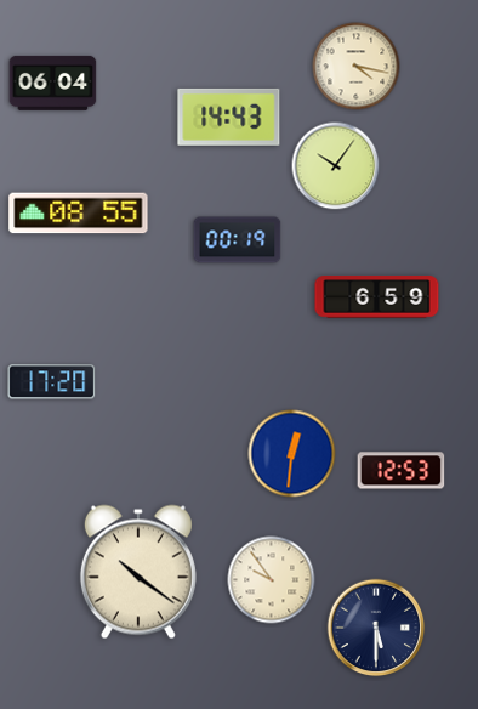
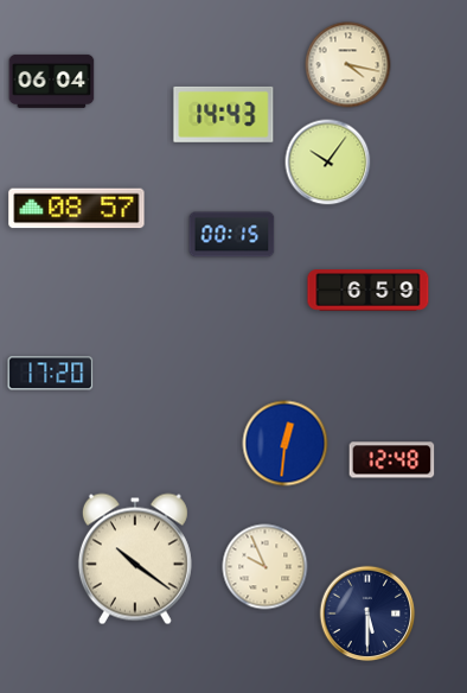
clock at (79, 214): 08:55 -> 08:57
clock at (238, 240): 00:19 -> 00:15
clock at (402, 471): 12:53 -> 12:48
clock at (272, 580): 9:54 -> 9:56
